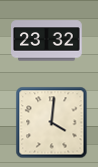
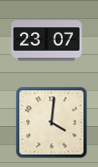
clock at (47, 41): 23:32 -> 23:07
